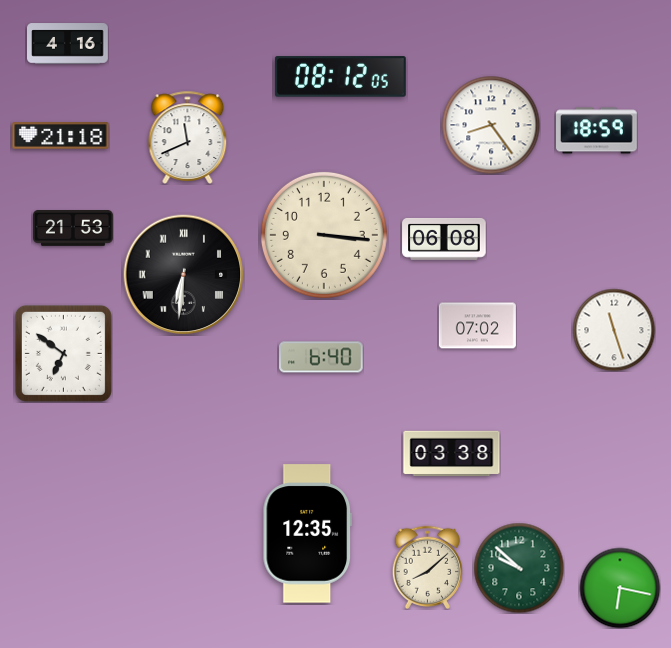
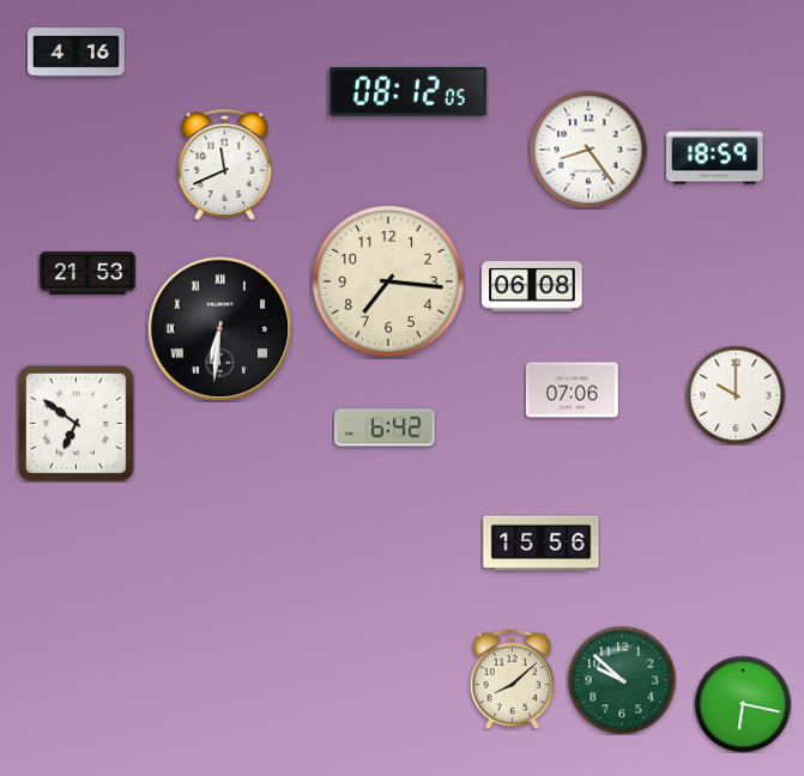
clock at (68, 44) position: (68, 44) -> (77, 53)
clock at (61, 136): 21:18 -> none
clock at (324, 235): 3:16 -> 7:16
clock at (477, 326): 07:02 -> 07:06
clock at (614, 330): 11:27 -> 10:00
clock at (321, 357): 6:40 -> 6:42
clock at (452, 454): 03:38 -> 15:56
clock at (307, 534): 12:35 -> none
